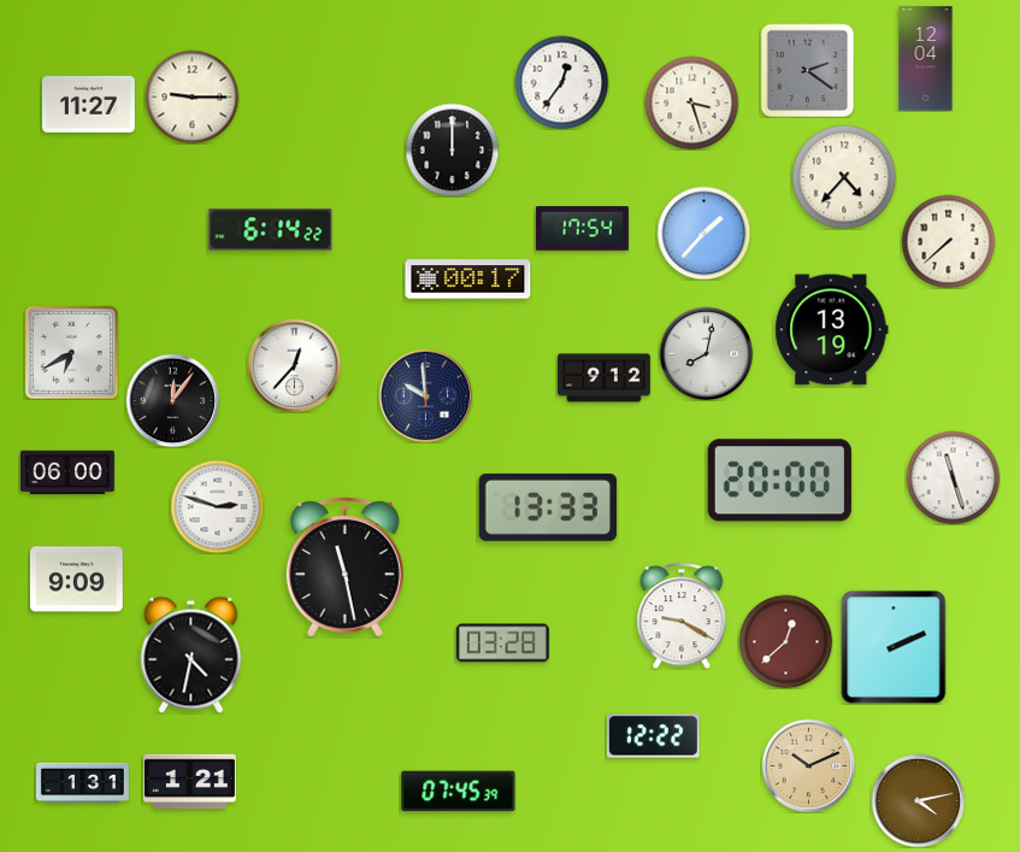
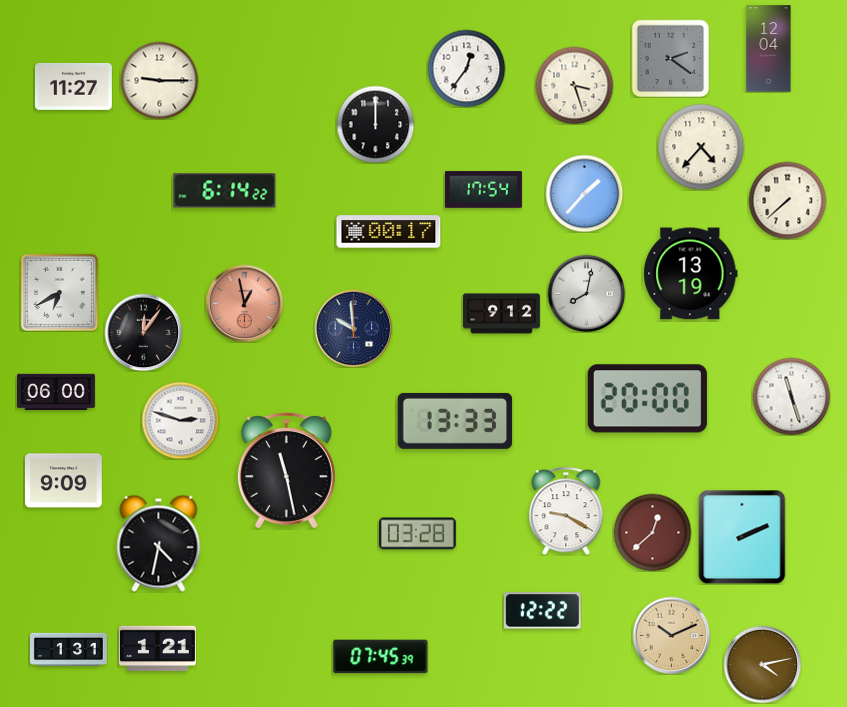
clock at (294, 365): 12:37 -> 12:58
clock at (294, 365) dial: white -> salmon
